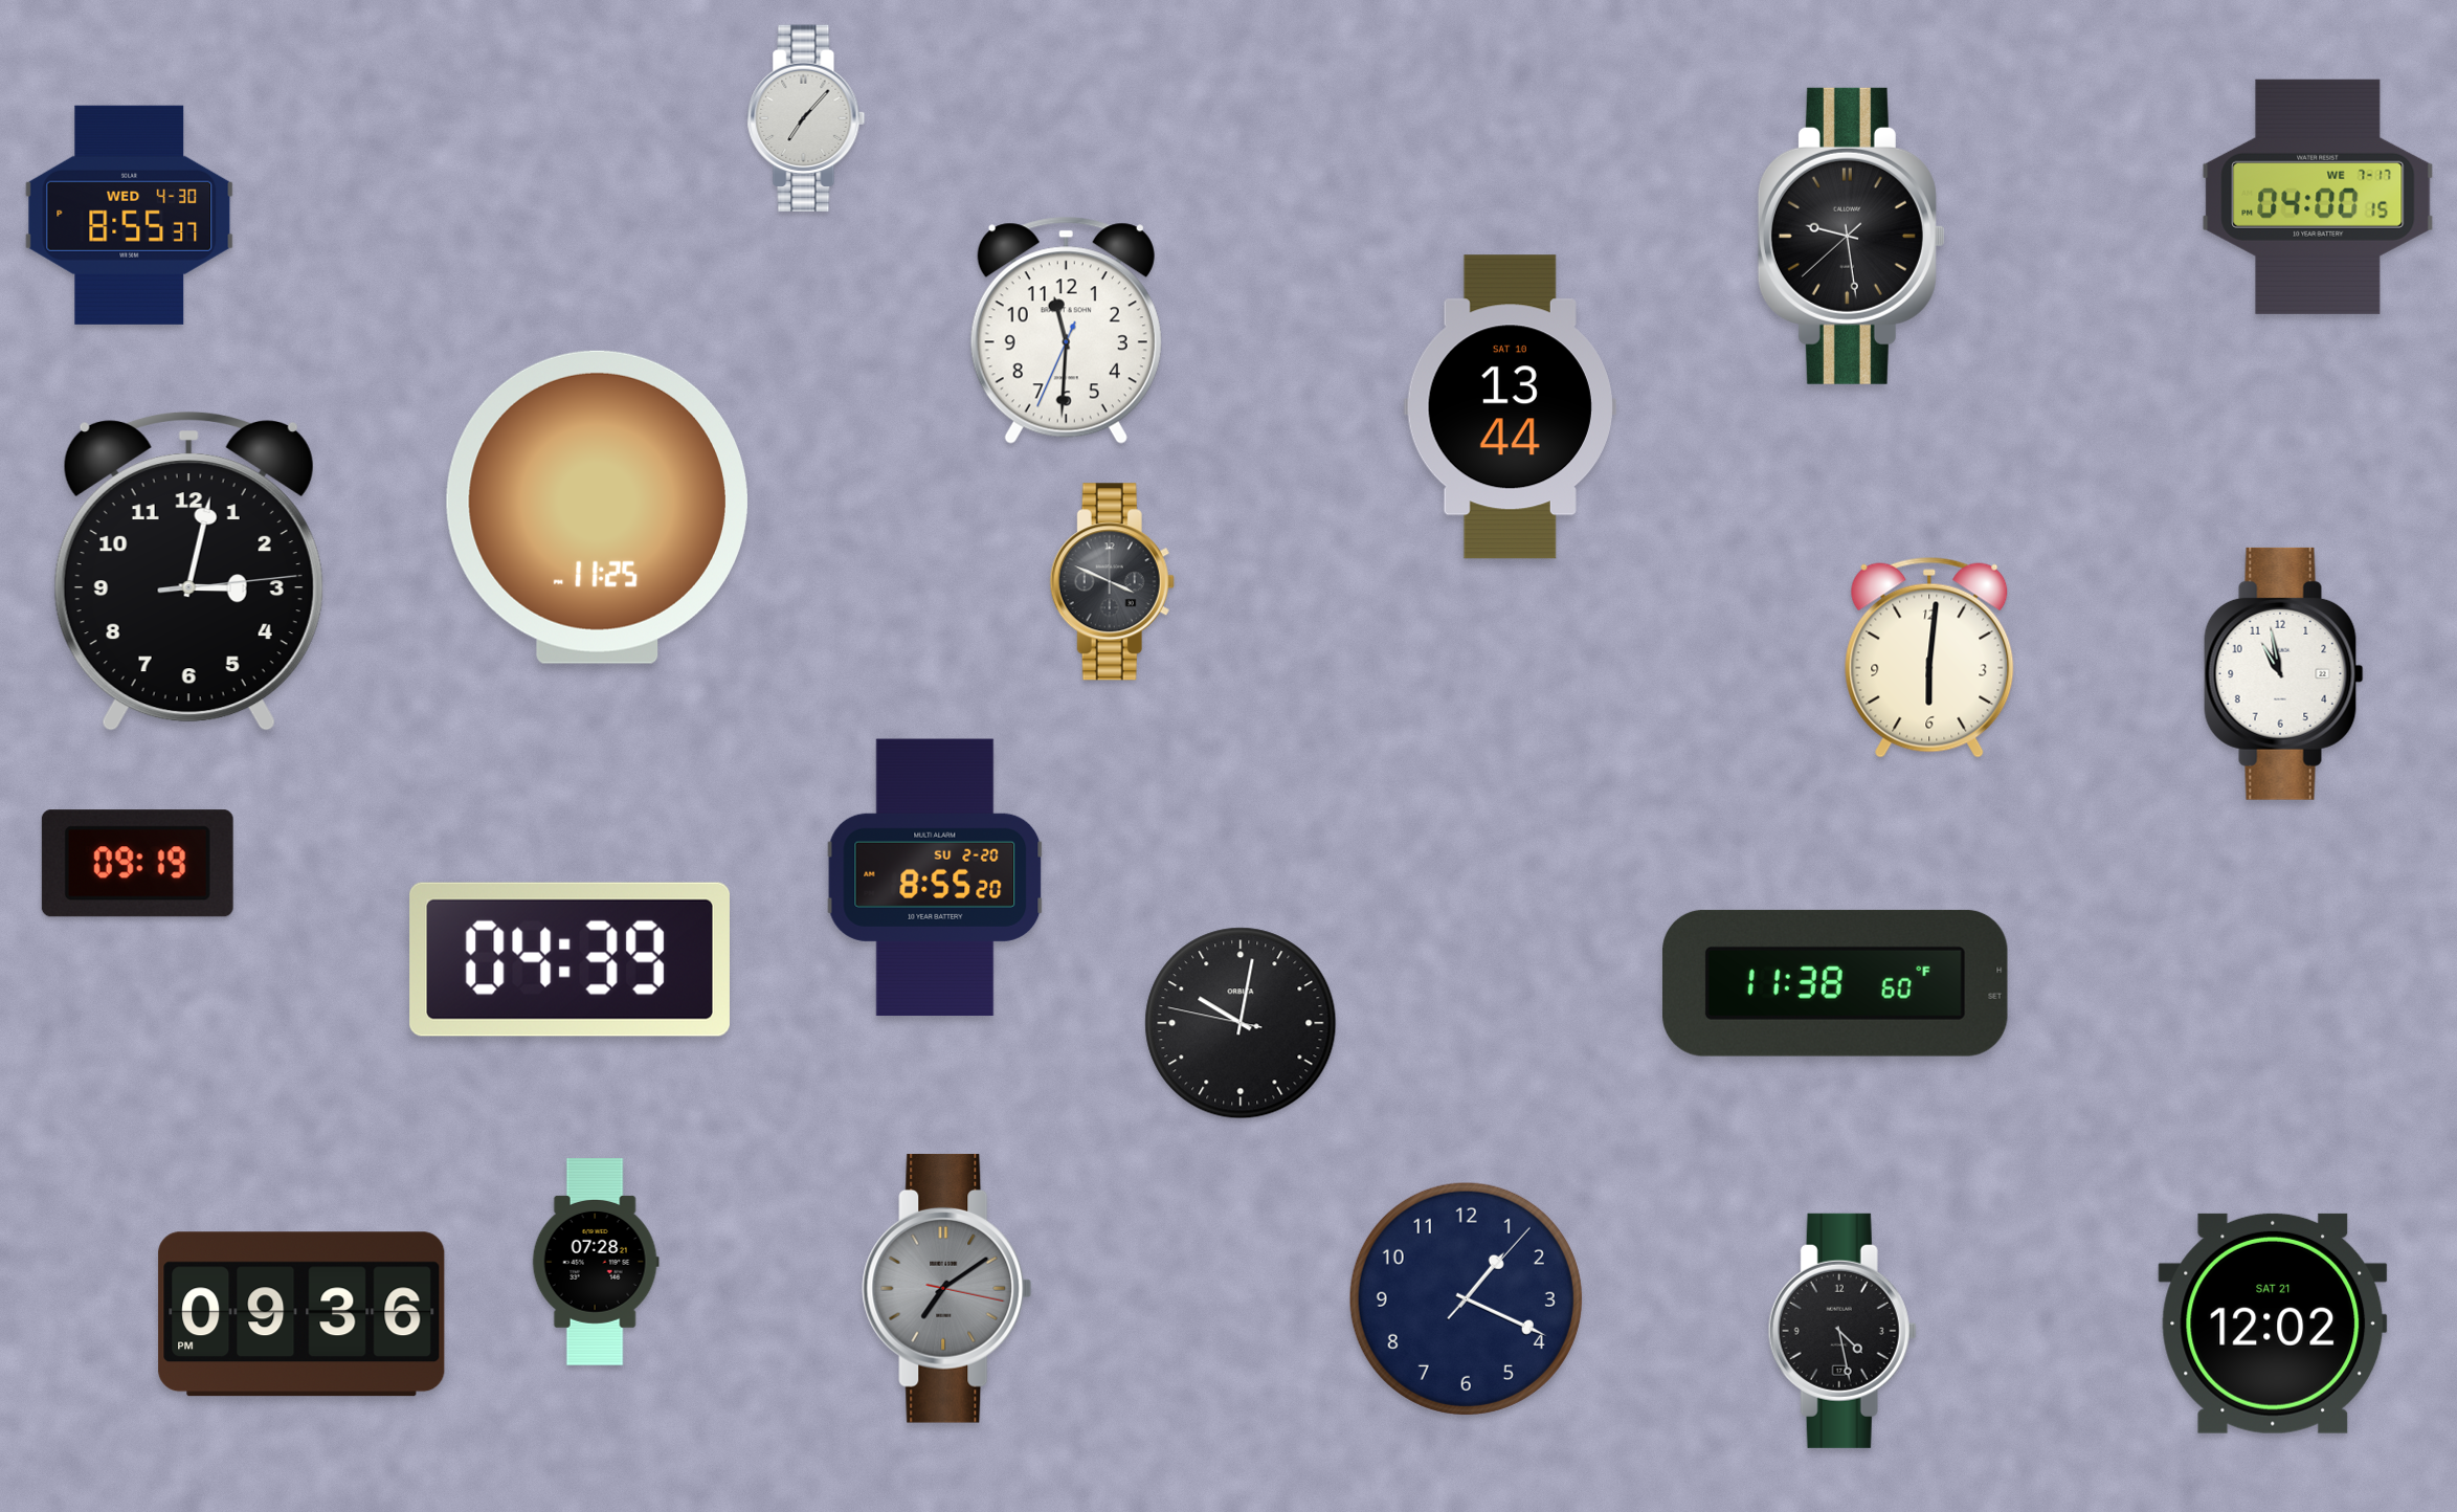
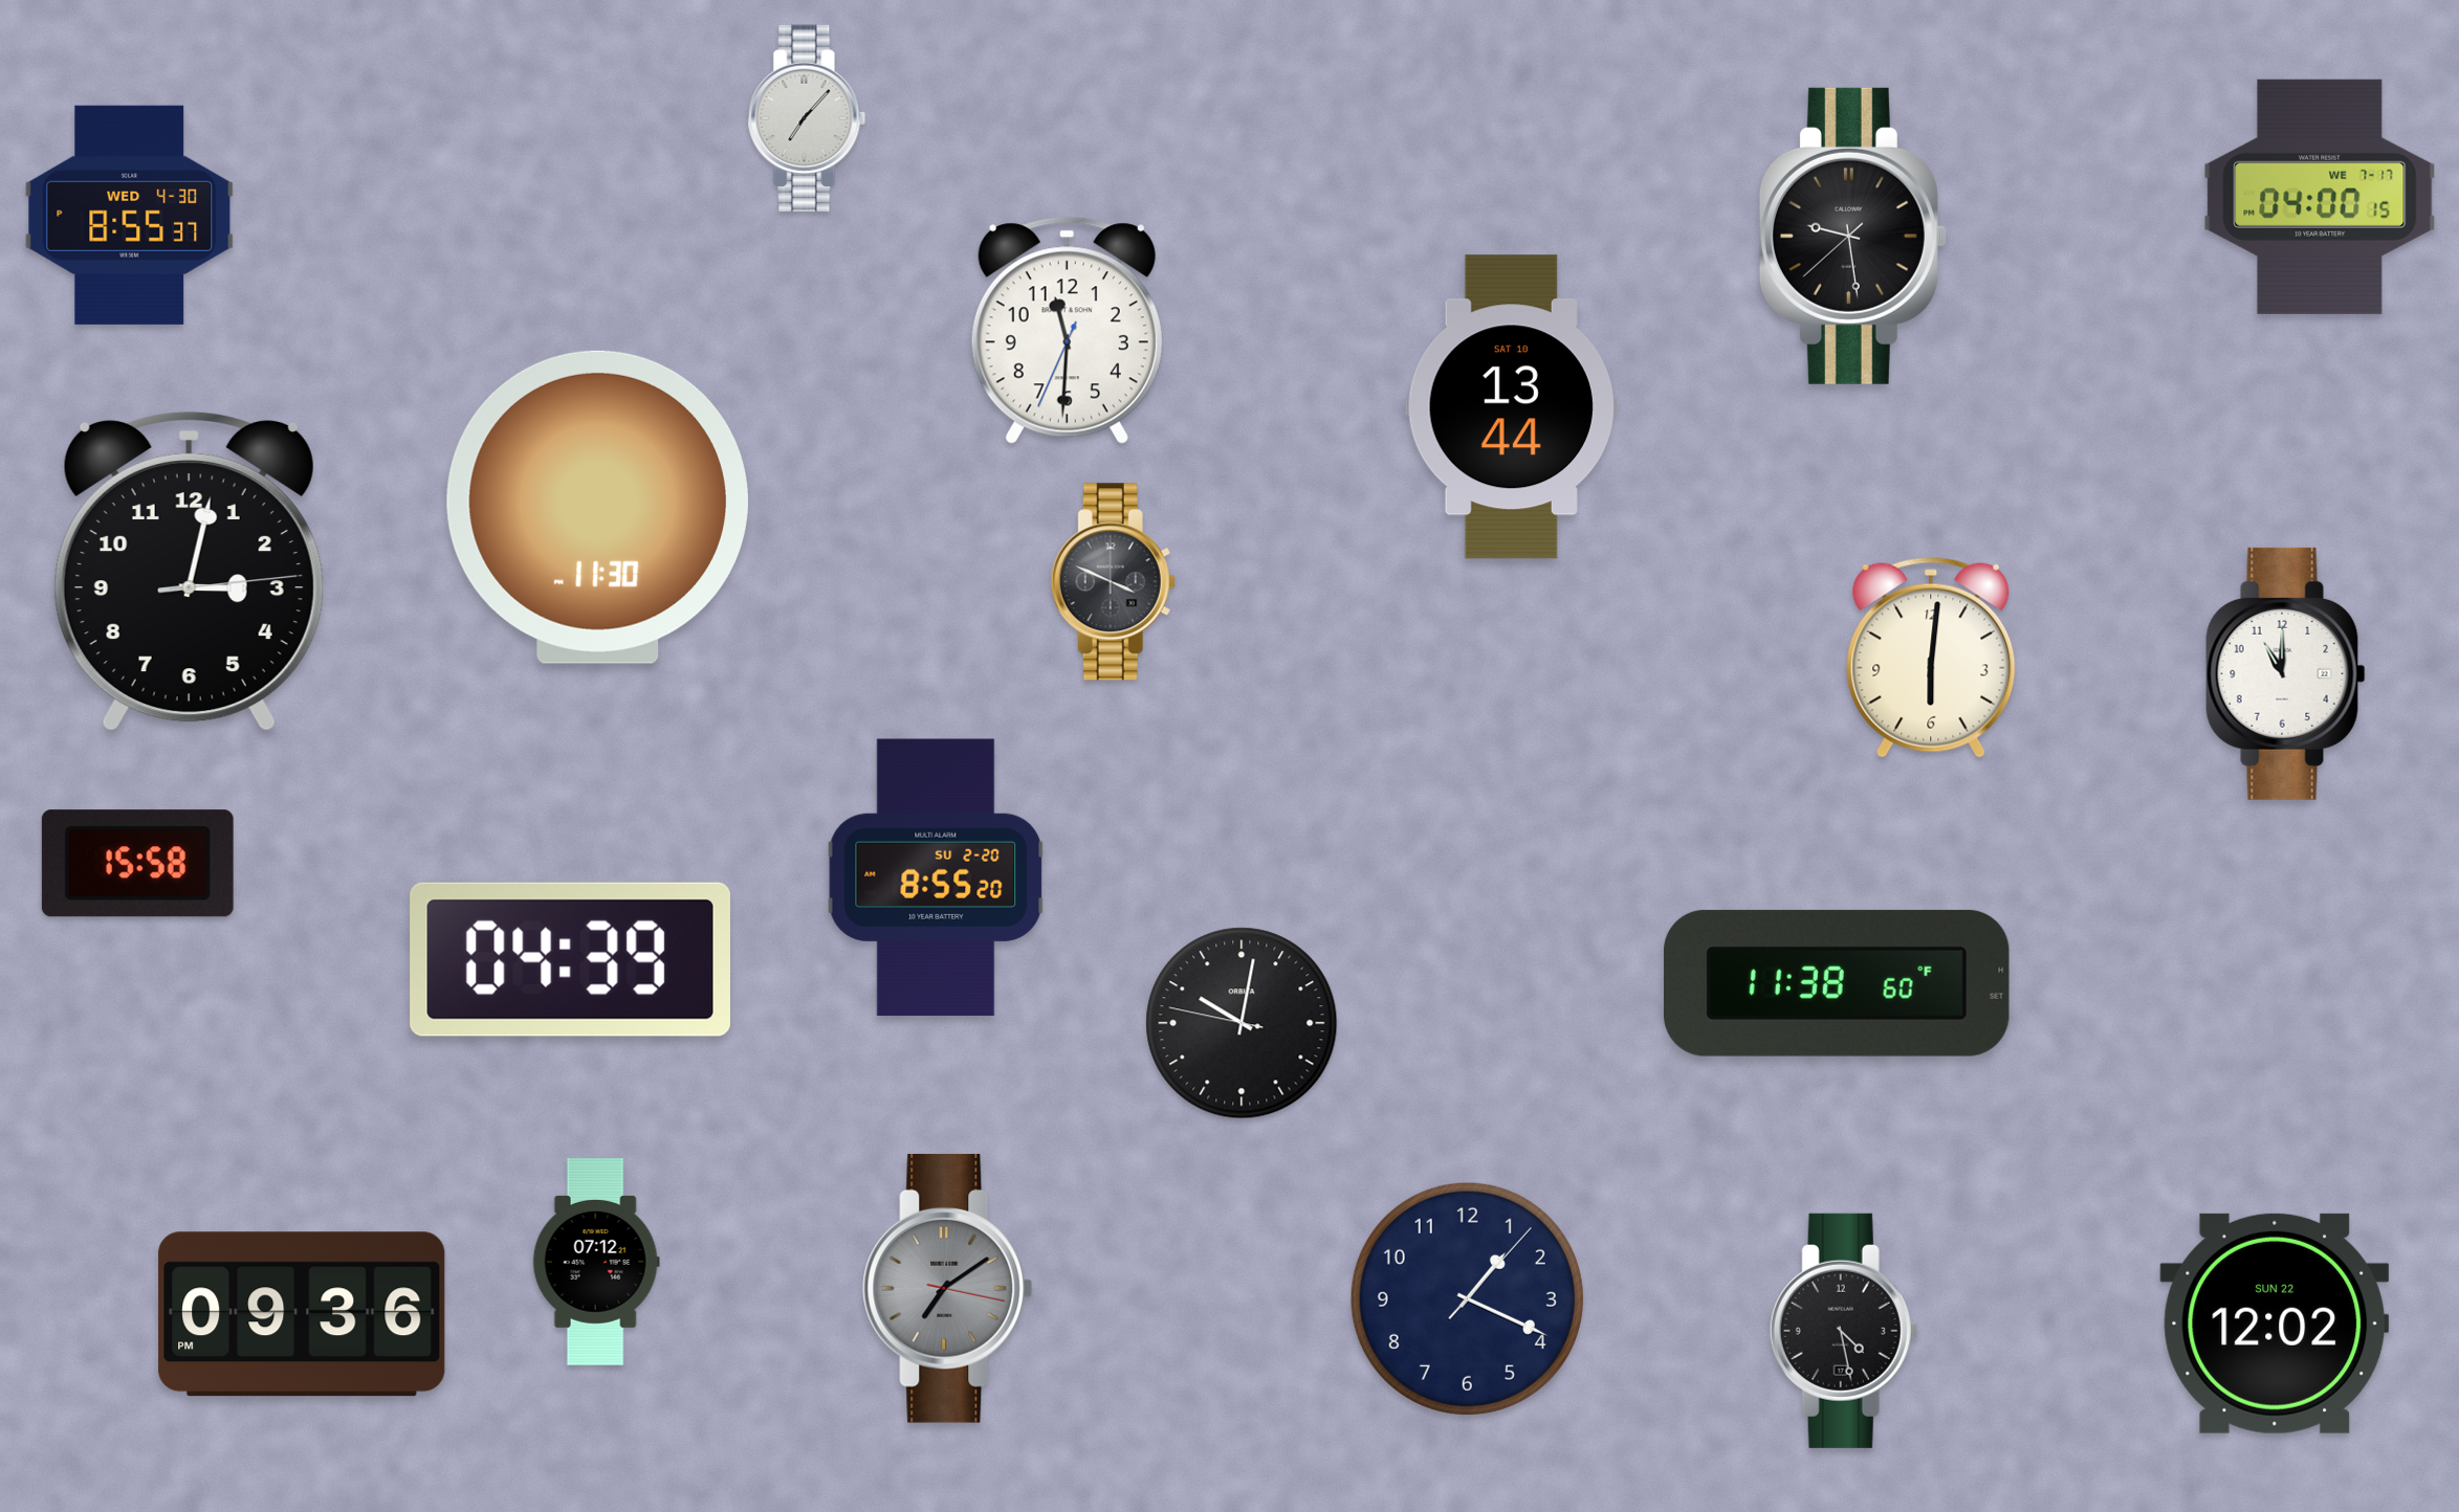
clock at (597, 507): 11:25 -> 11:30
clock at (2284, 673): 10:58 -> 11:00
clock at (137, 864): 09:19 -> 15:58
clock at (596, 1263): 07:28 -> 07:12
clock at (2273, 1324) date: SAT 21 -> SUN 22
